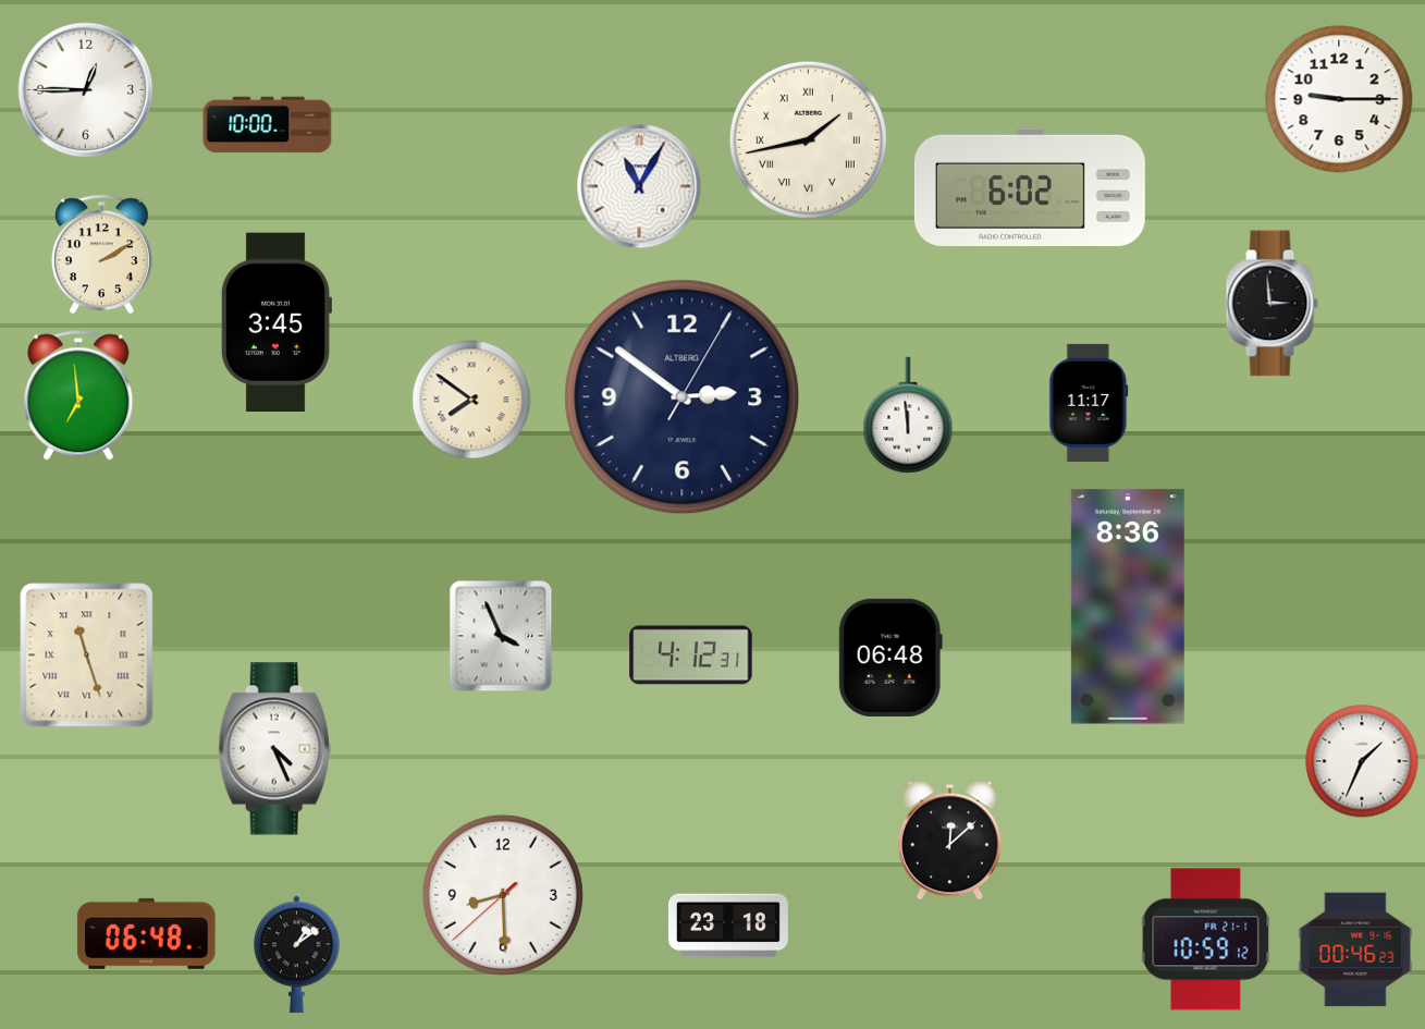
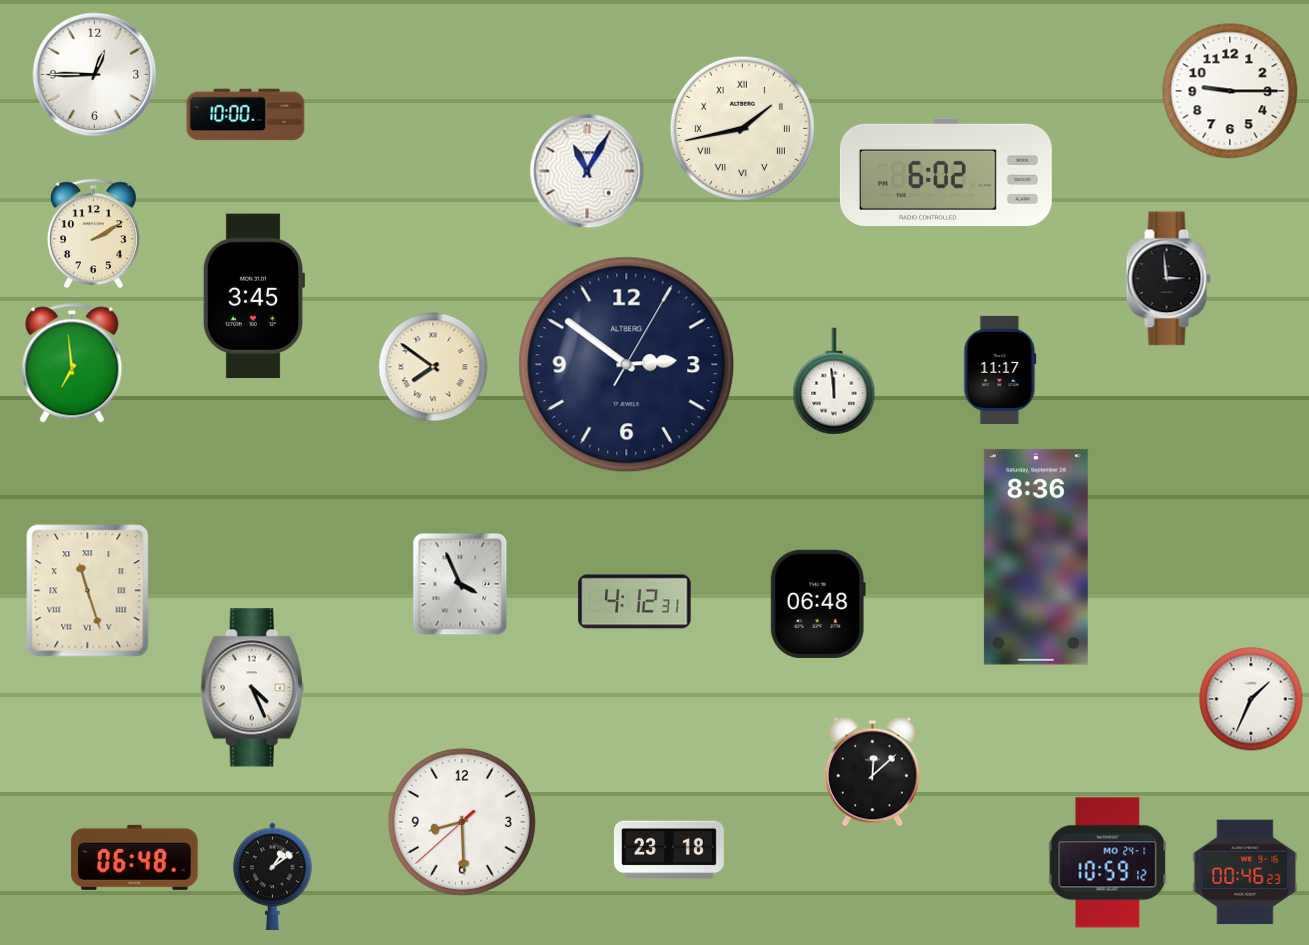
clock at (86, 90) position: (86, 90) -> (95, 75)
clock at (87, 656) position: (87, 656) -> (88, 591)
clock at (1206, 940) date: FR 21-1 -> MO 24-1
